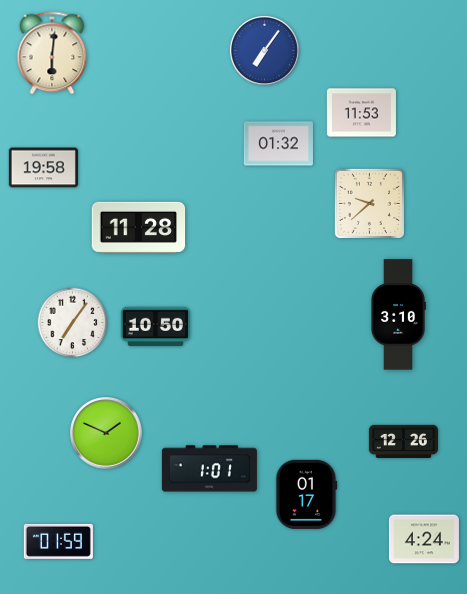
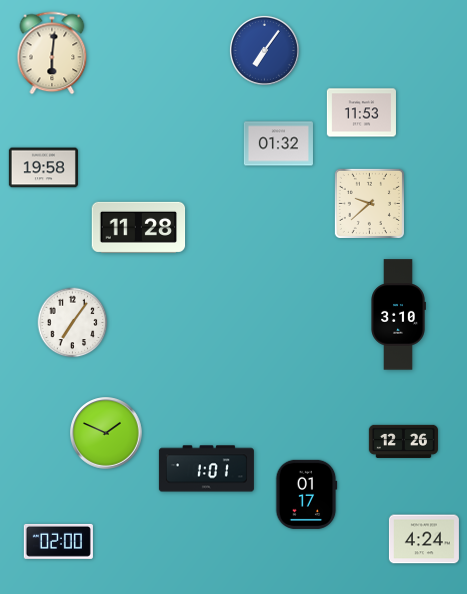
clock at (155, 327): 10:50 -> none
clock at (209, 469) position: (209, 469) -> (206, 469)
clock at (58, 541): 01:59 -> 02:00
